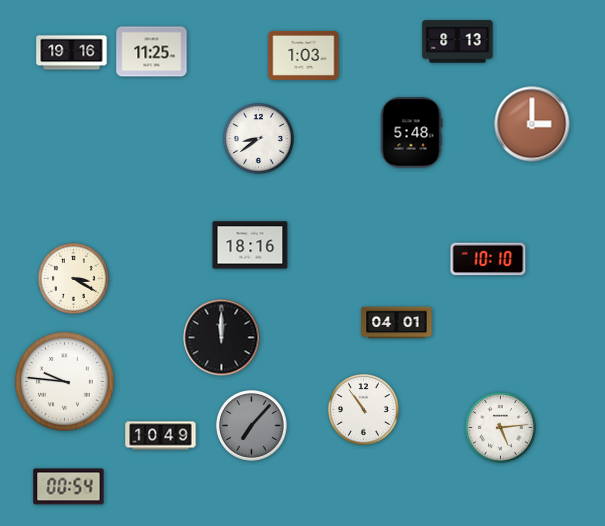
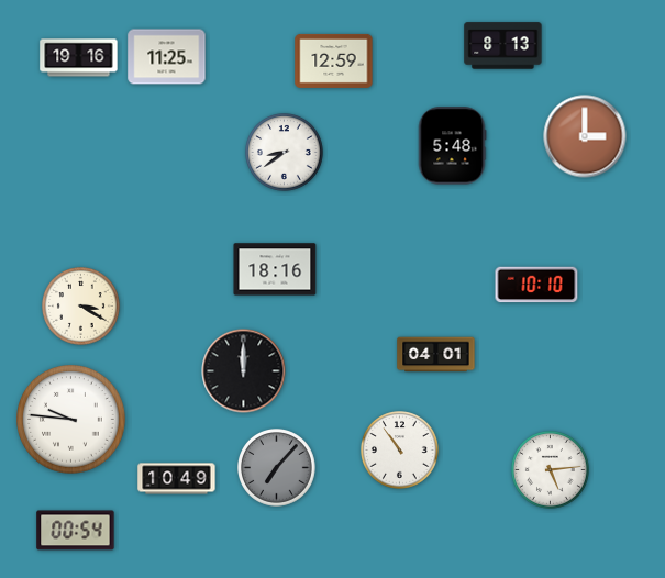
clock at (304, 55): 1:03 -> 12:59
clock at (69, 487) position: (69, 487) -> (76, 531)
